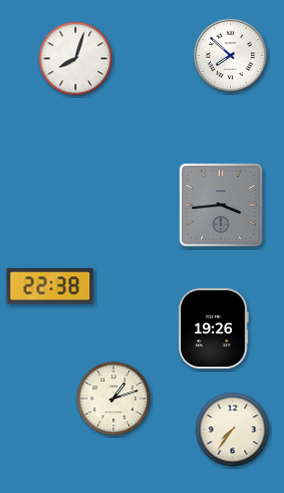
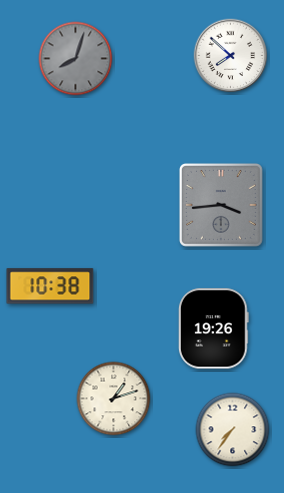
clock at (76, 59) dial: white -> grey
clock at (50, 286): 22:38 -> 10:38
